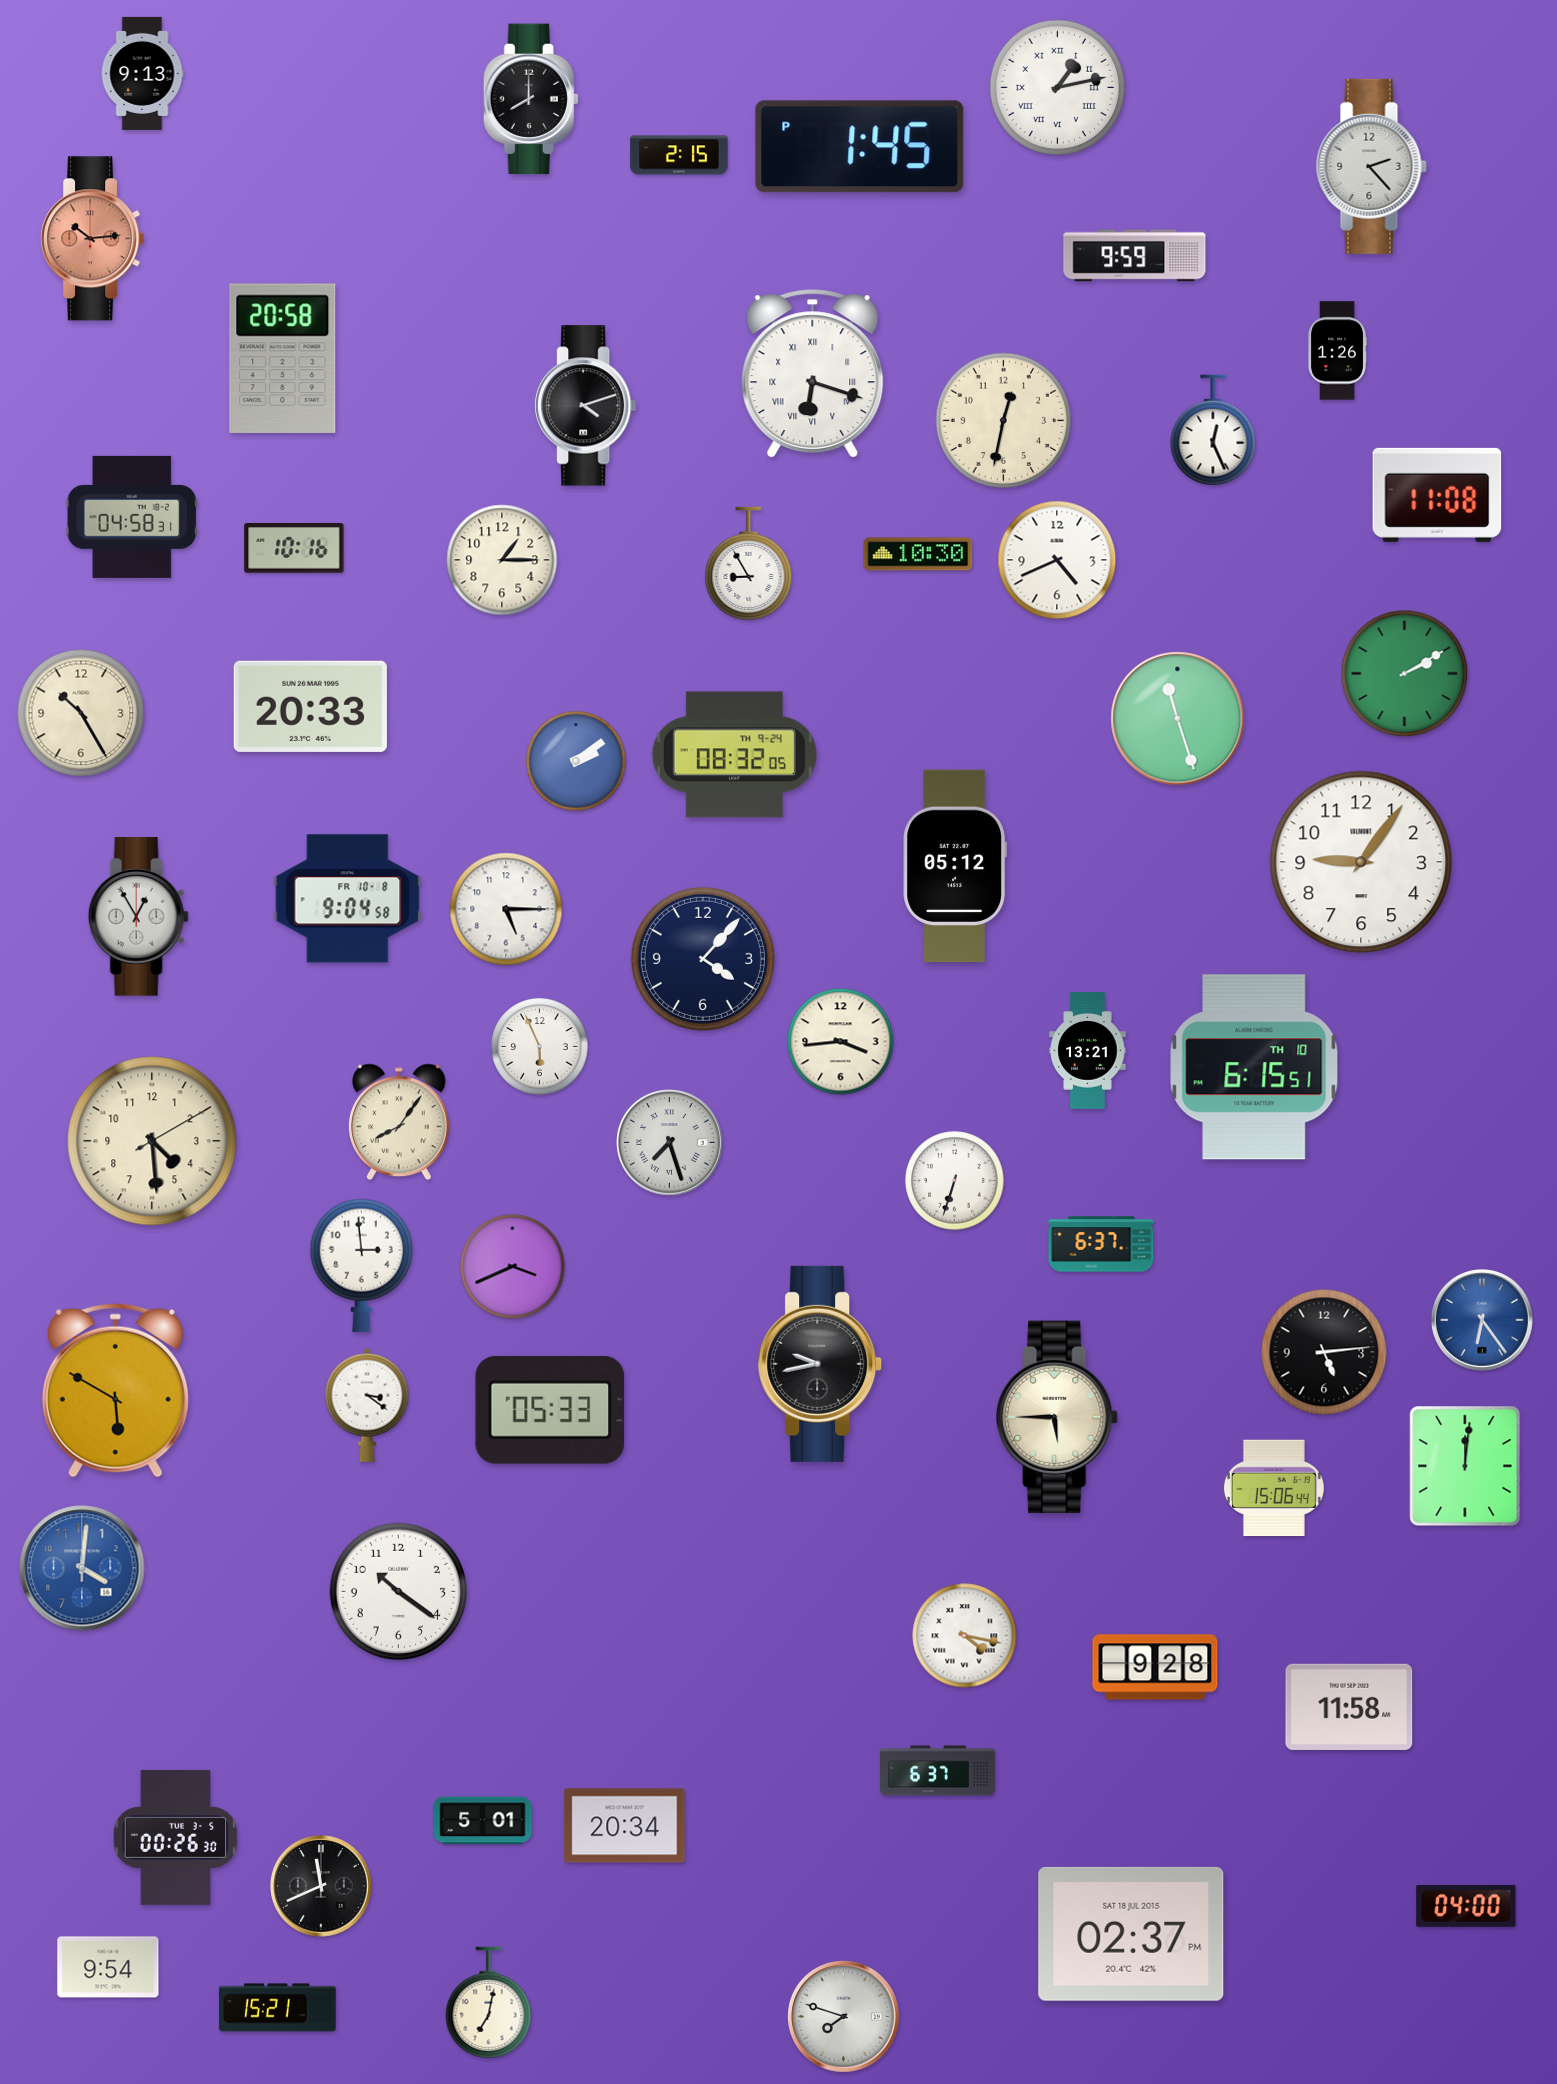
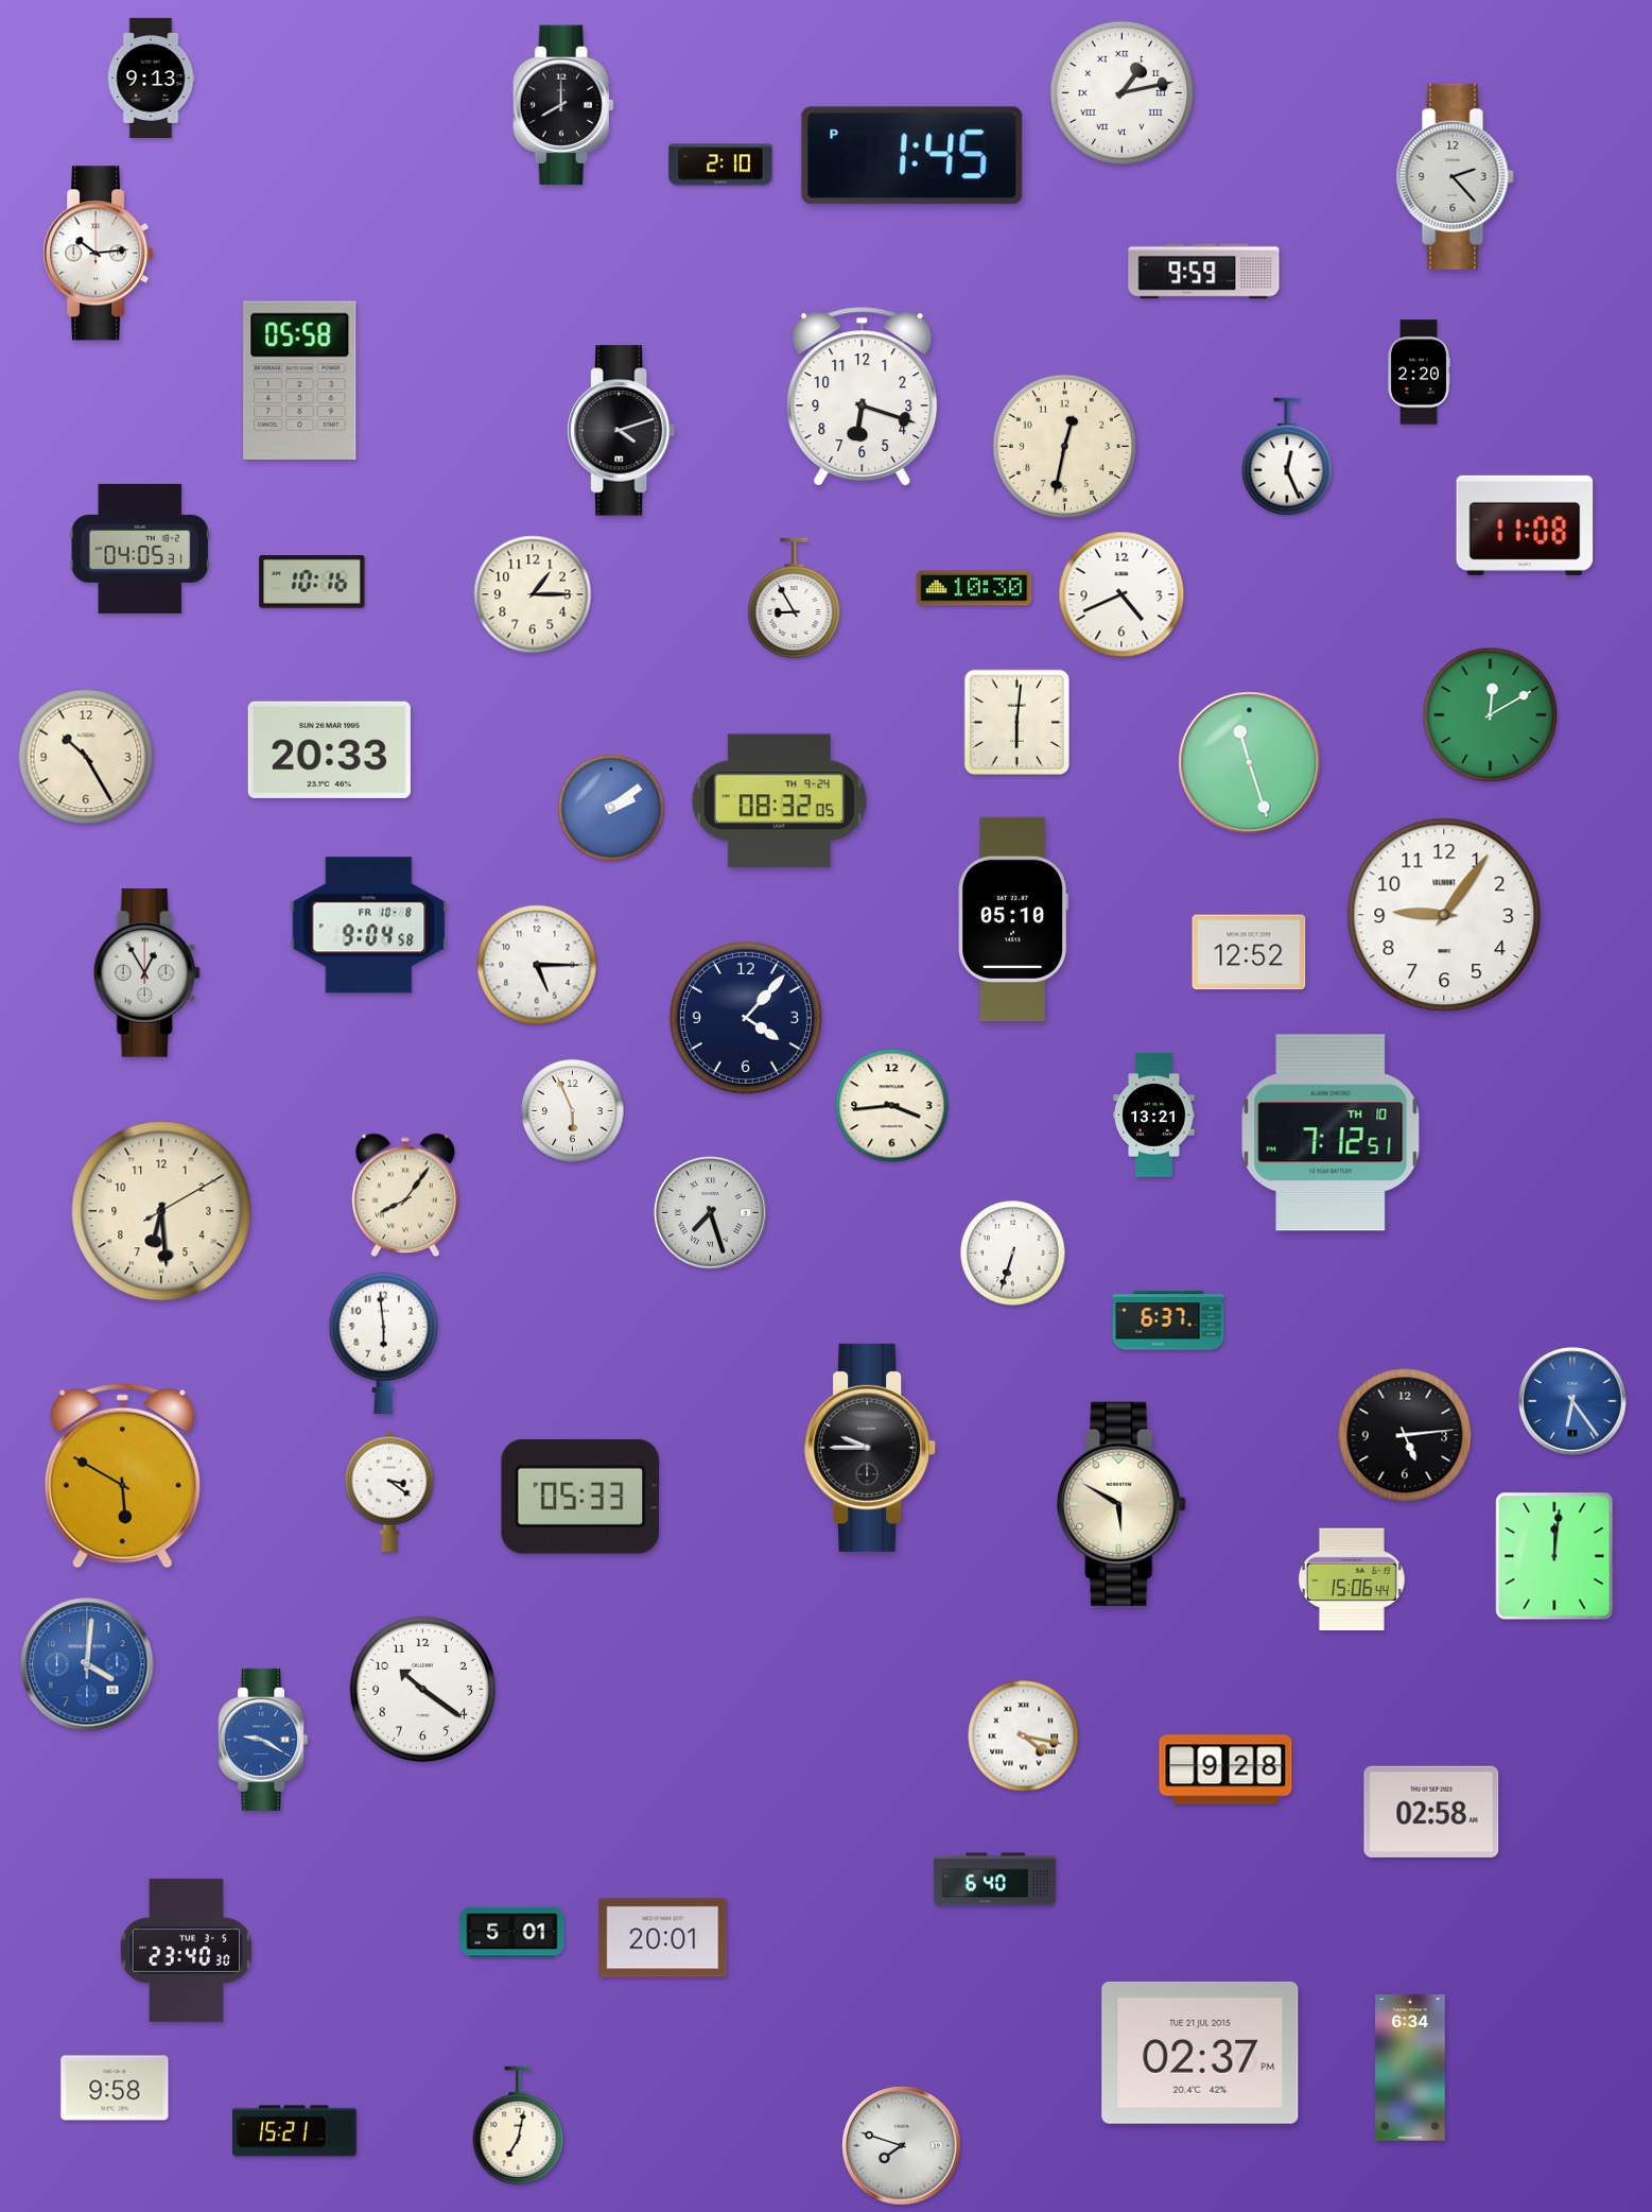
clock at (679, 155): 2:15 -> 2:10
clock at (93, 239) dial: salmon -> white
clock at (1337, 351): 1:26 -> 2:20
clock at (283, 358): 20:58 -> 05:58
clock at (813, 374) numerals: Roman -> Arabic
clock at (132, 517): 04:58 -> 04:05
clock at (1405, 674): 2:10 -> 12:10
clock at (1016, 722): none -> 6:01
clock at (955, 866): 05:12 -> 05:10
clock at (1249, 952): none -> 12:52
clock at (348, 899) position: (348, 899) -> (369, 926)
clock at (1254, 1067): 6:15 -> 7:12
clock at (399, 1122) position: (399, 1122) -> (405, 1195)
clock at (152, 1141): 4:29 -> 6:29
clock at (361, 1265): 2:59 -> 5:59
clock at (513, 1267): 3:41 -> none
clock at (821, 1364): 9:43 -> 9:45
clock at (550, 1410) position: (550, 1410) -> (580, 1497)
clock at (1057, 1416): 5:45 -> 5:50
clock at (263, 1740): none -> 9:20
clock at (1349, 1707): 11:58 -> 02:58
clock at (938, 1771): 6:37 -> 6:40
clock at (625, 1826): 20:34 -> 20:01
clock at (176, 1837): 00:26 -> 23:40
clock at (322, 1887): 11:41 -> none
clock at (1466, 1906): 04:00 -> none
clock at (1131, 1934) date: SAT 18 JUL 2015 -> TUE 21 JUL 2015
clock at (1410, 2068): none -> 6:34
clock at (108, 1967): 9:54 -> 9:58
clock at (844, 2017) position: (844, 2017) -> (902, 2146)
